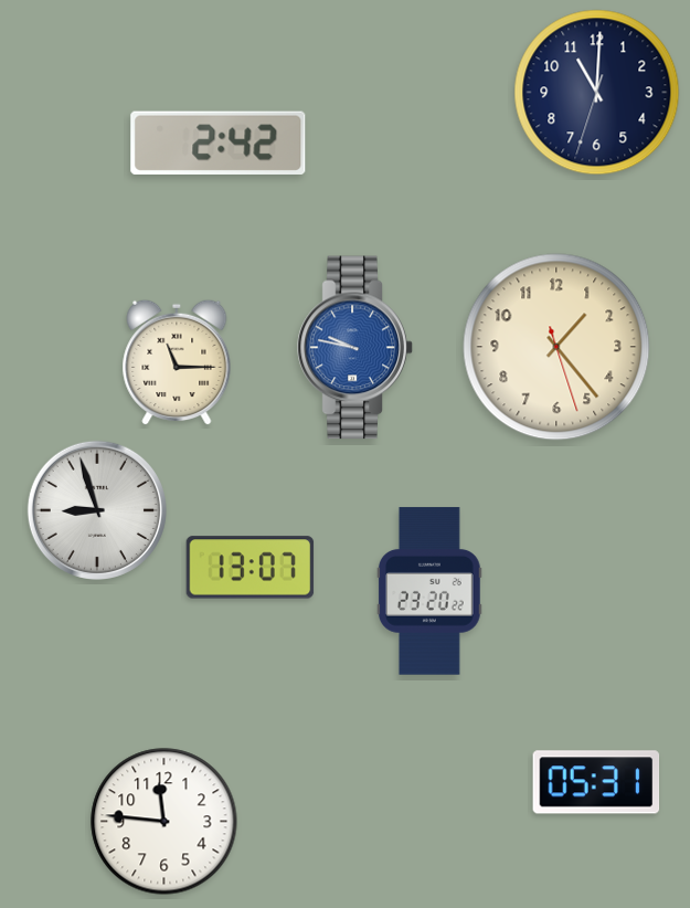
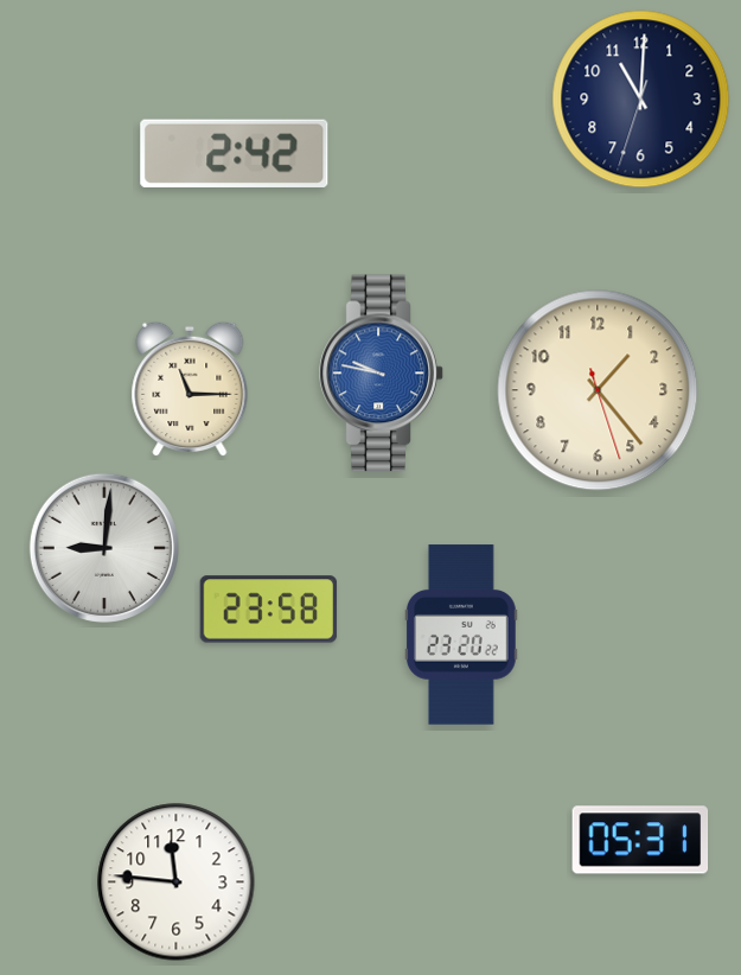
clock at (556, 347) position: (556, 347) -> (598, 390)
clock at (97, 510): 8:57 -> 9:01
clock at (251, 568): 13:07 -> 23:58
